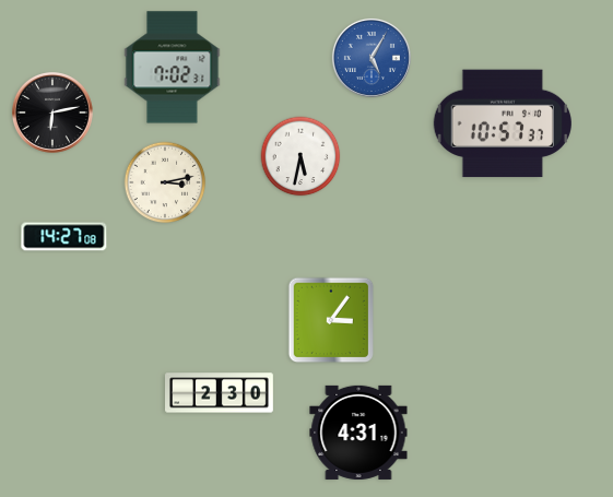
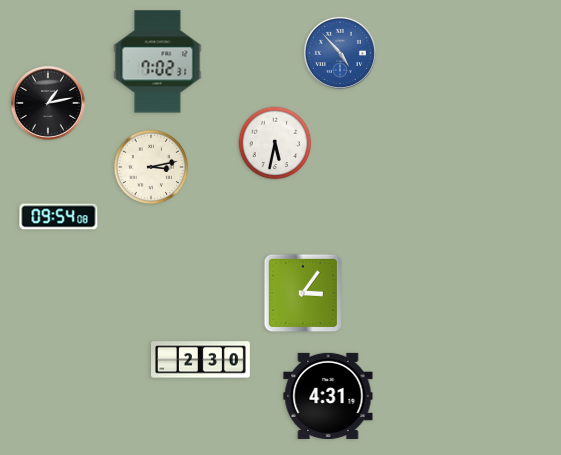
clock at (372, 58): 5:05 -> 4:53
clock at (52, 113): 6:13 -> 1:13
clock at (503, 123): 10:57 -> none
clock at (64, 237): 14:27 -> 09:54
